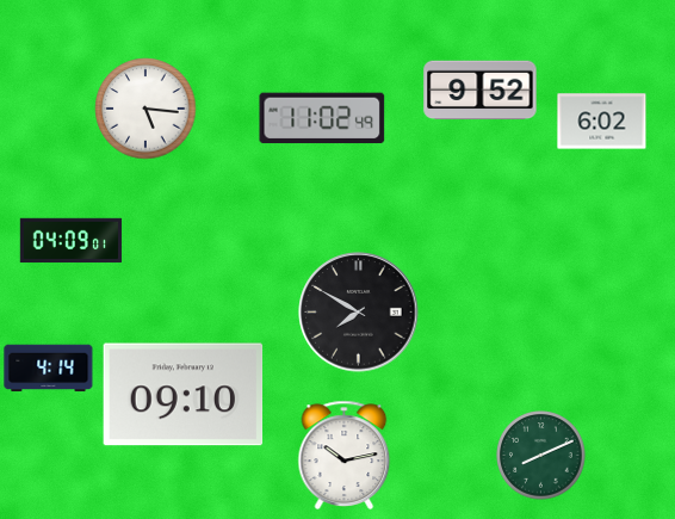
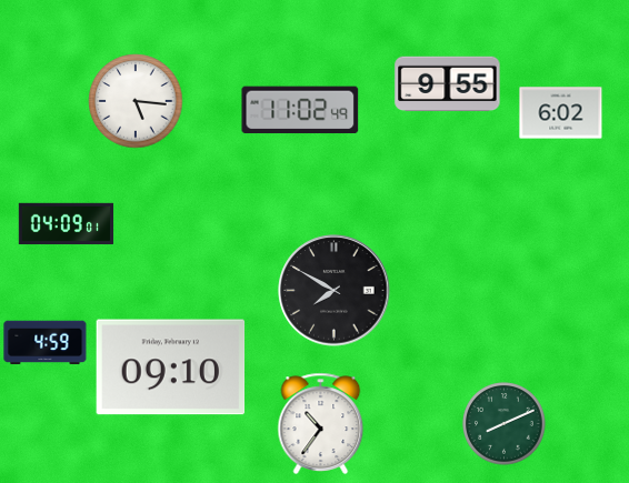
clock at (481, 91): 9:52 -> 9:55
clock at (49, 369): 4:14 -> 4:59
clock at (345, 455): 10:13 -> 10:36
